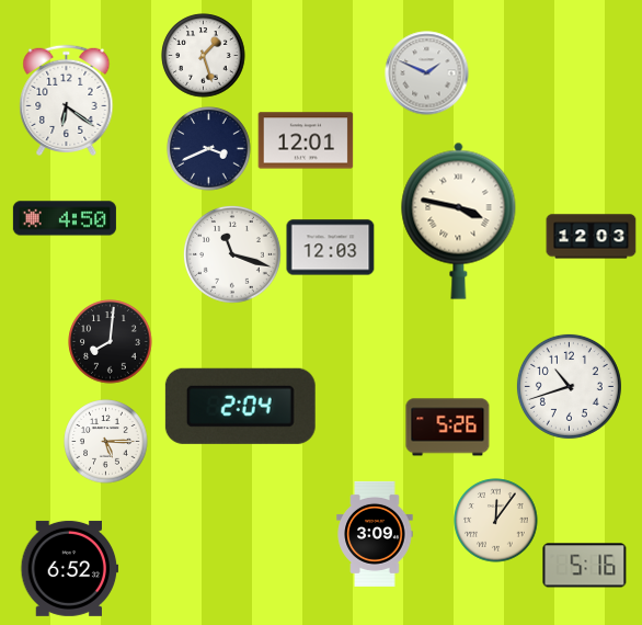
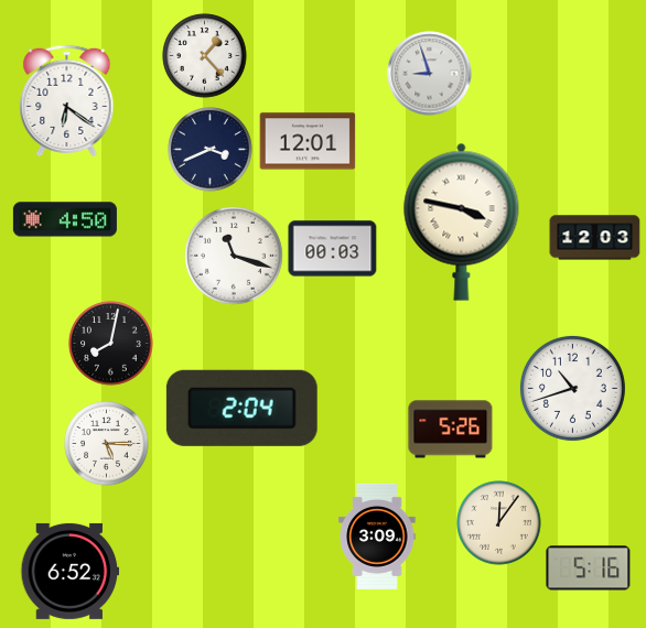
clock at (204, 56): 1:27 -> 1:23
clock at (427, 73): 1:49 -> 8:57
clock at (331, 248): 12:03 -> 00:03
clock at (111, 342): 8:01 -> 8:02
